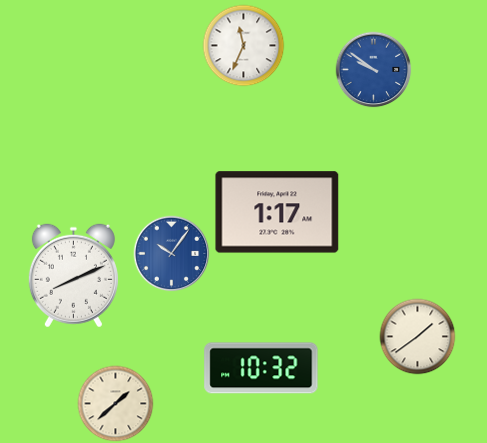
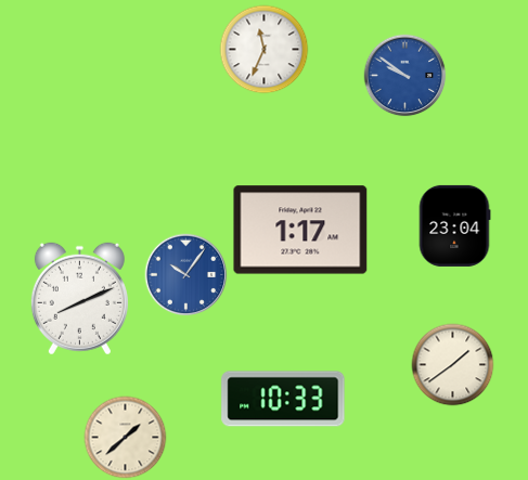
clock at (454, 225): none -> 23:04
clock at (261, 368): 10:32 -> 10:33
